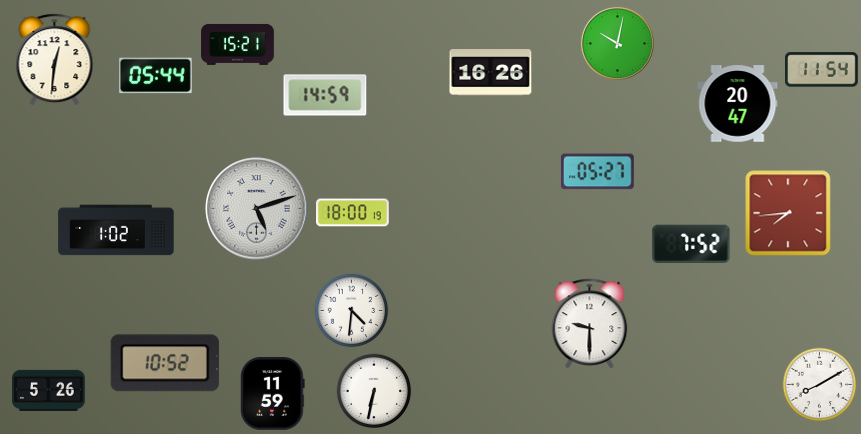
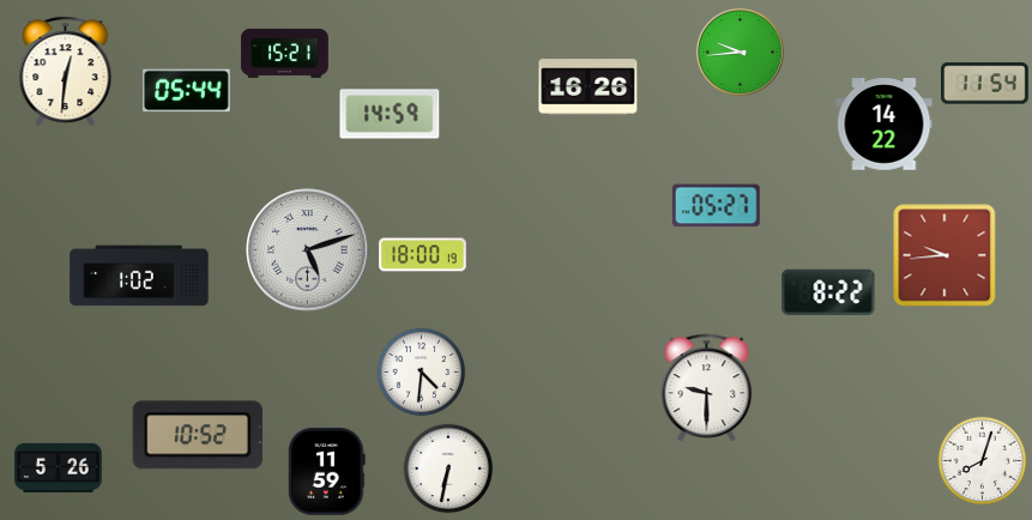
clock at (617, 43): 10:02 -> 9:44
clock at (738, 104): 20:47 -> 14:22
clock at (788, 213): 7:44 -> 9:44
clock at (691, 243): 7:52 -> 8:22
clock at (820, 385): 8:10 -> 8:03
